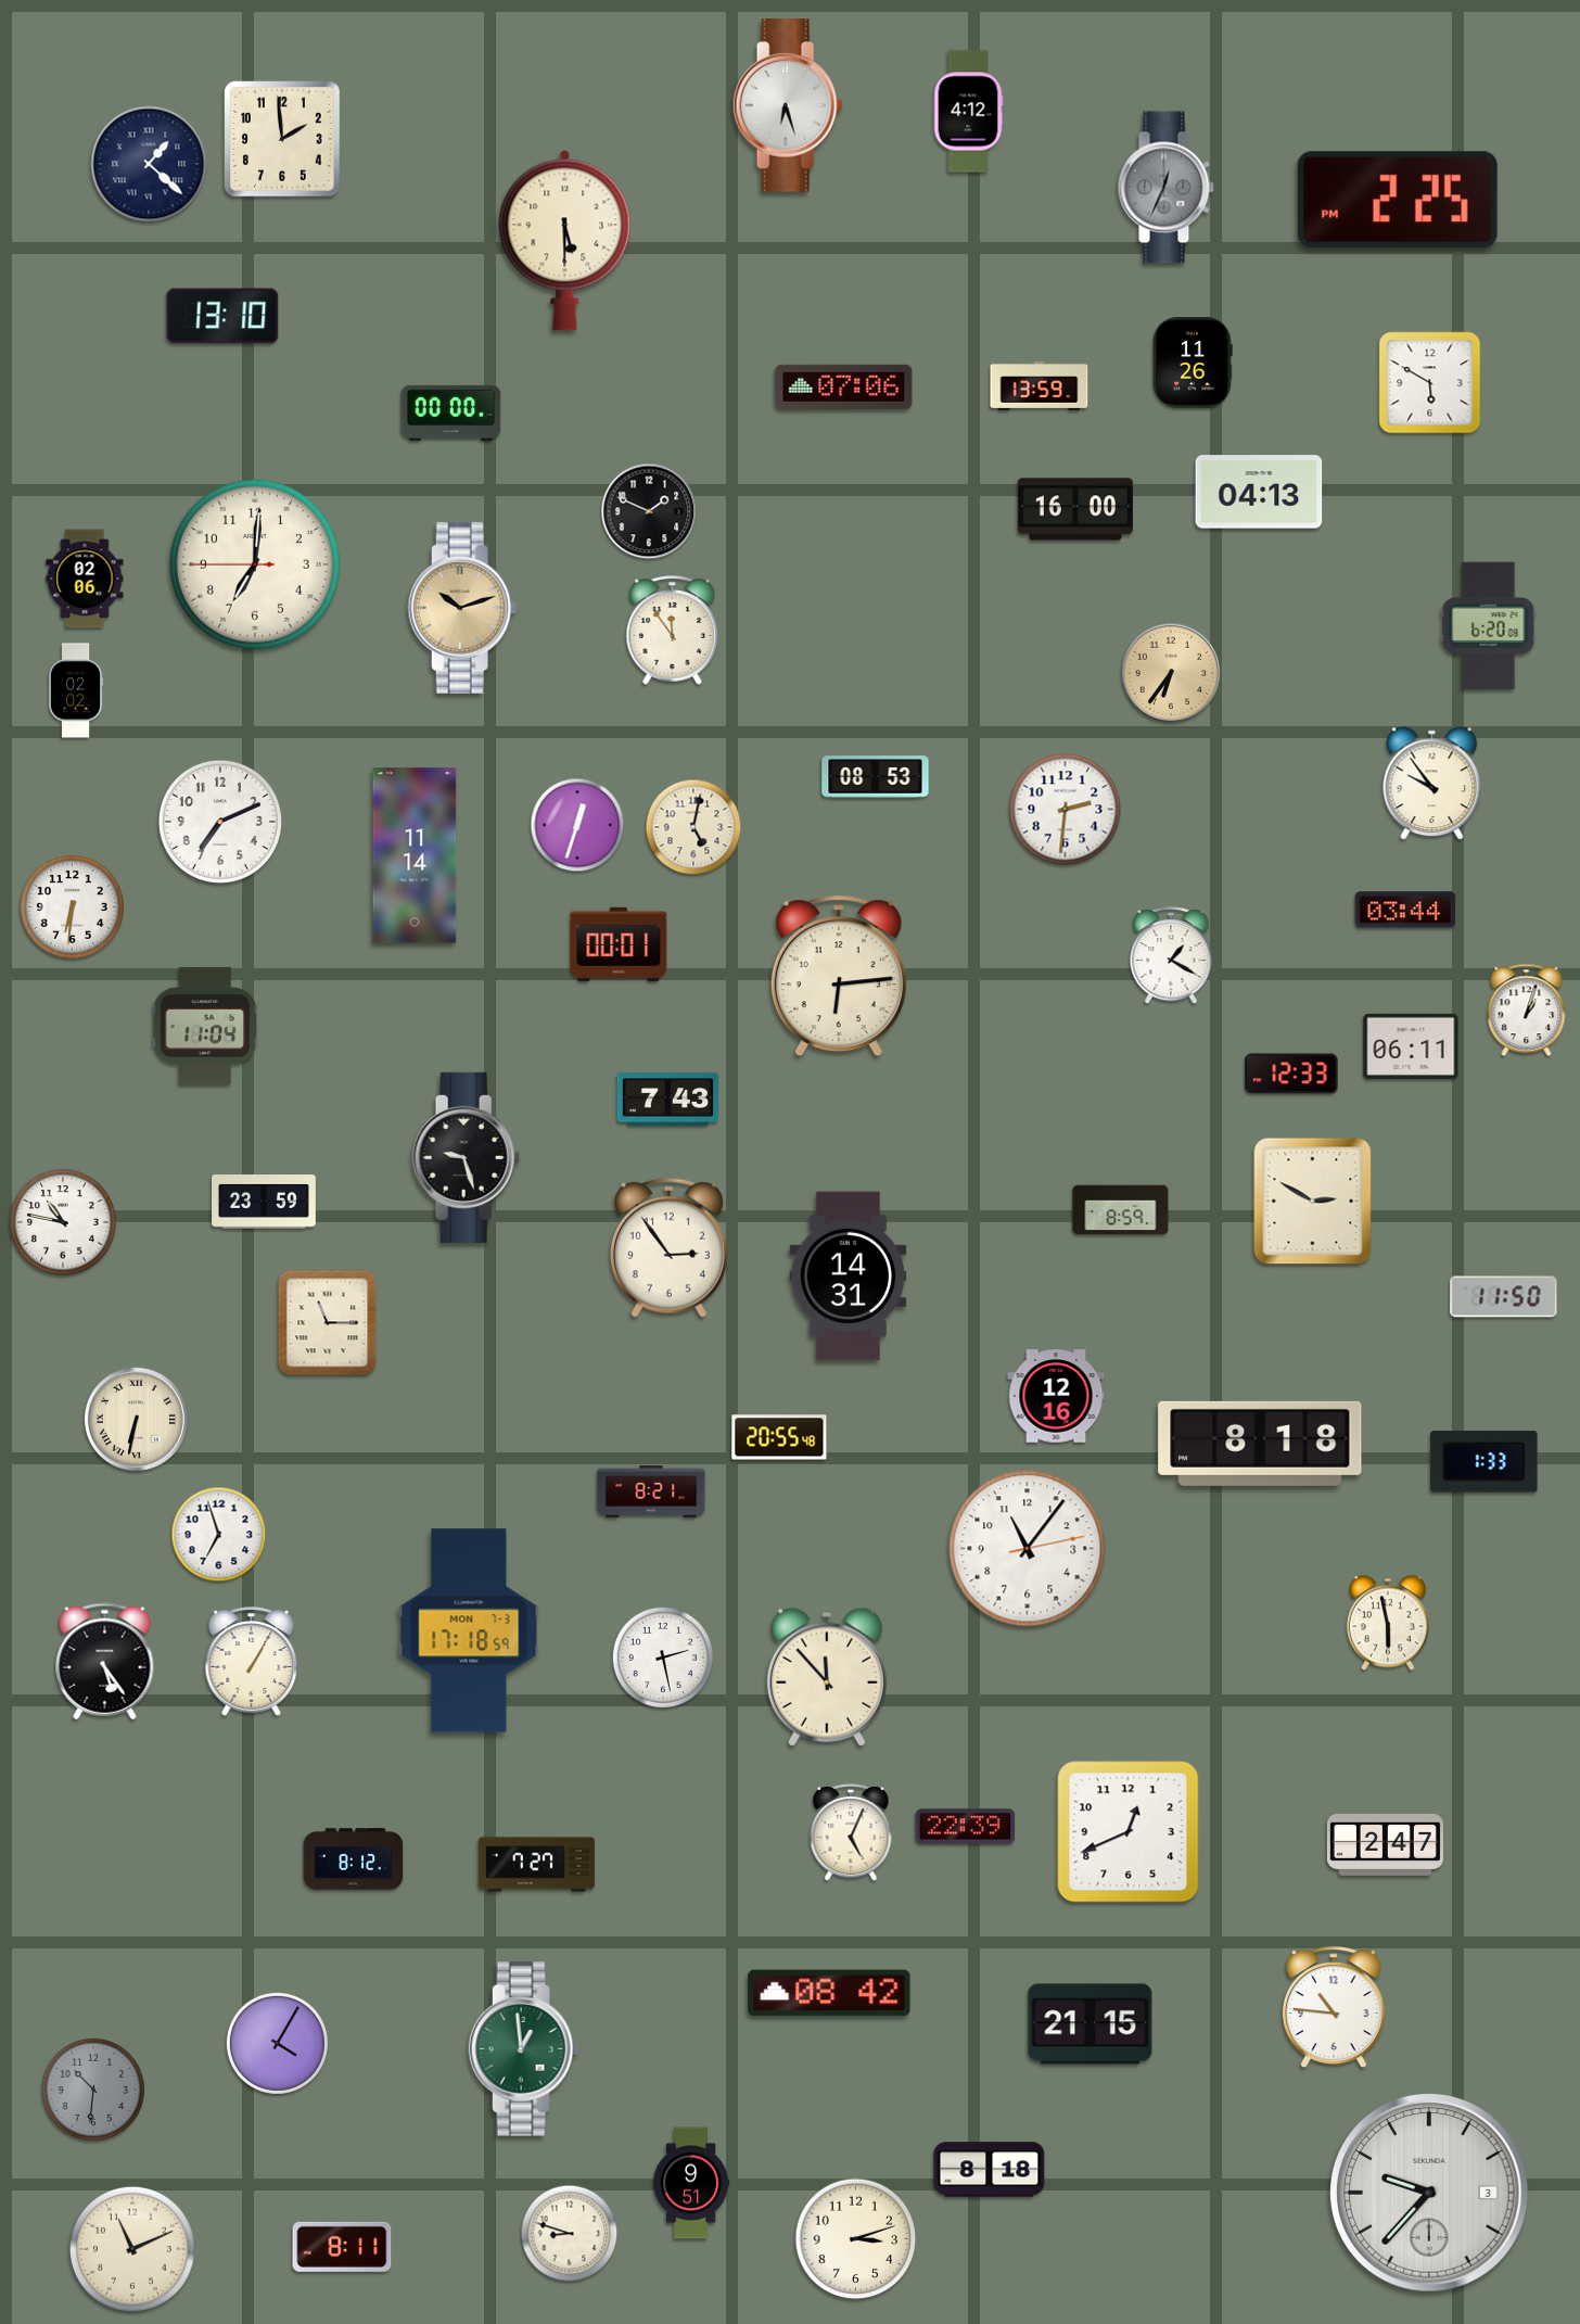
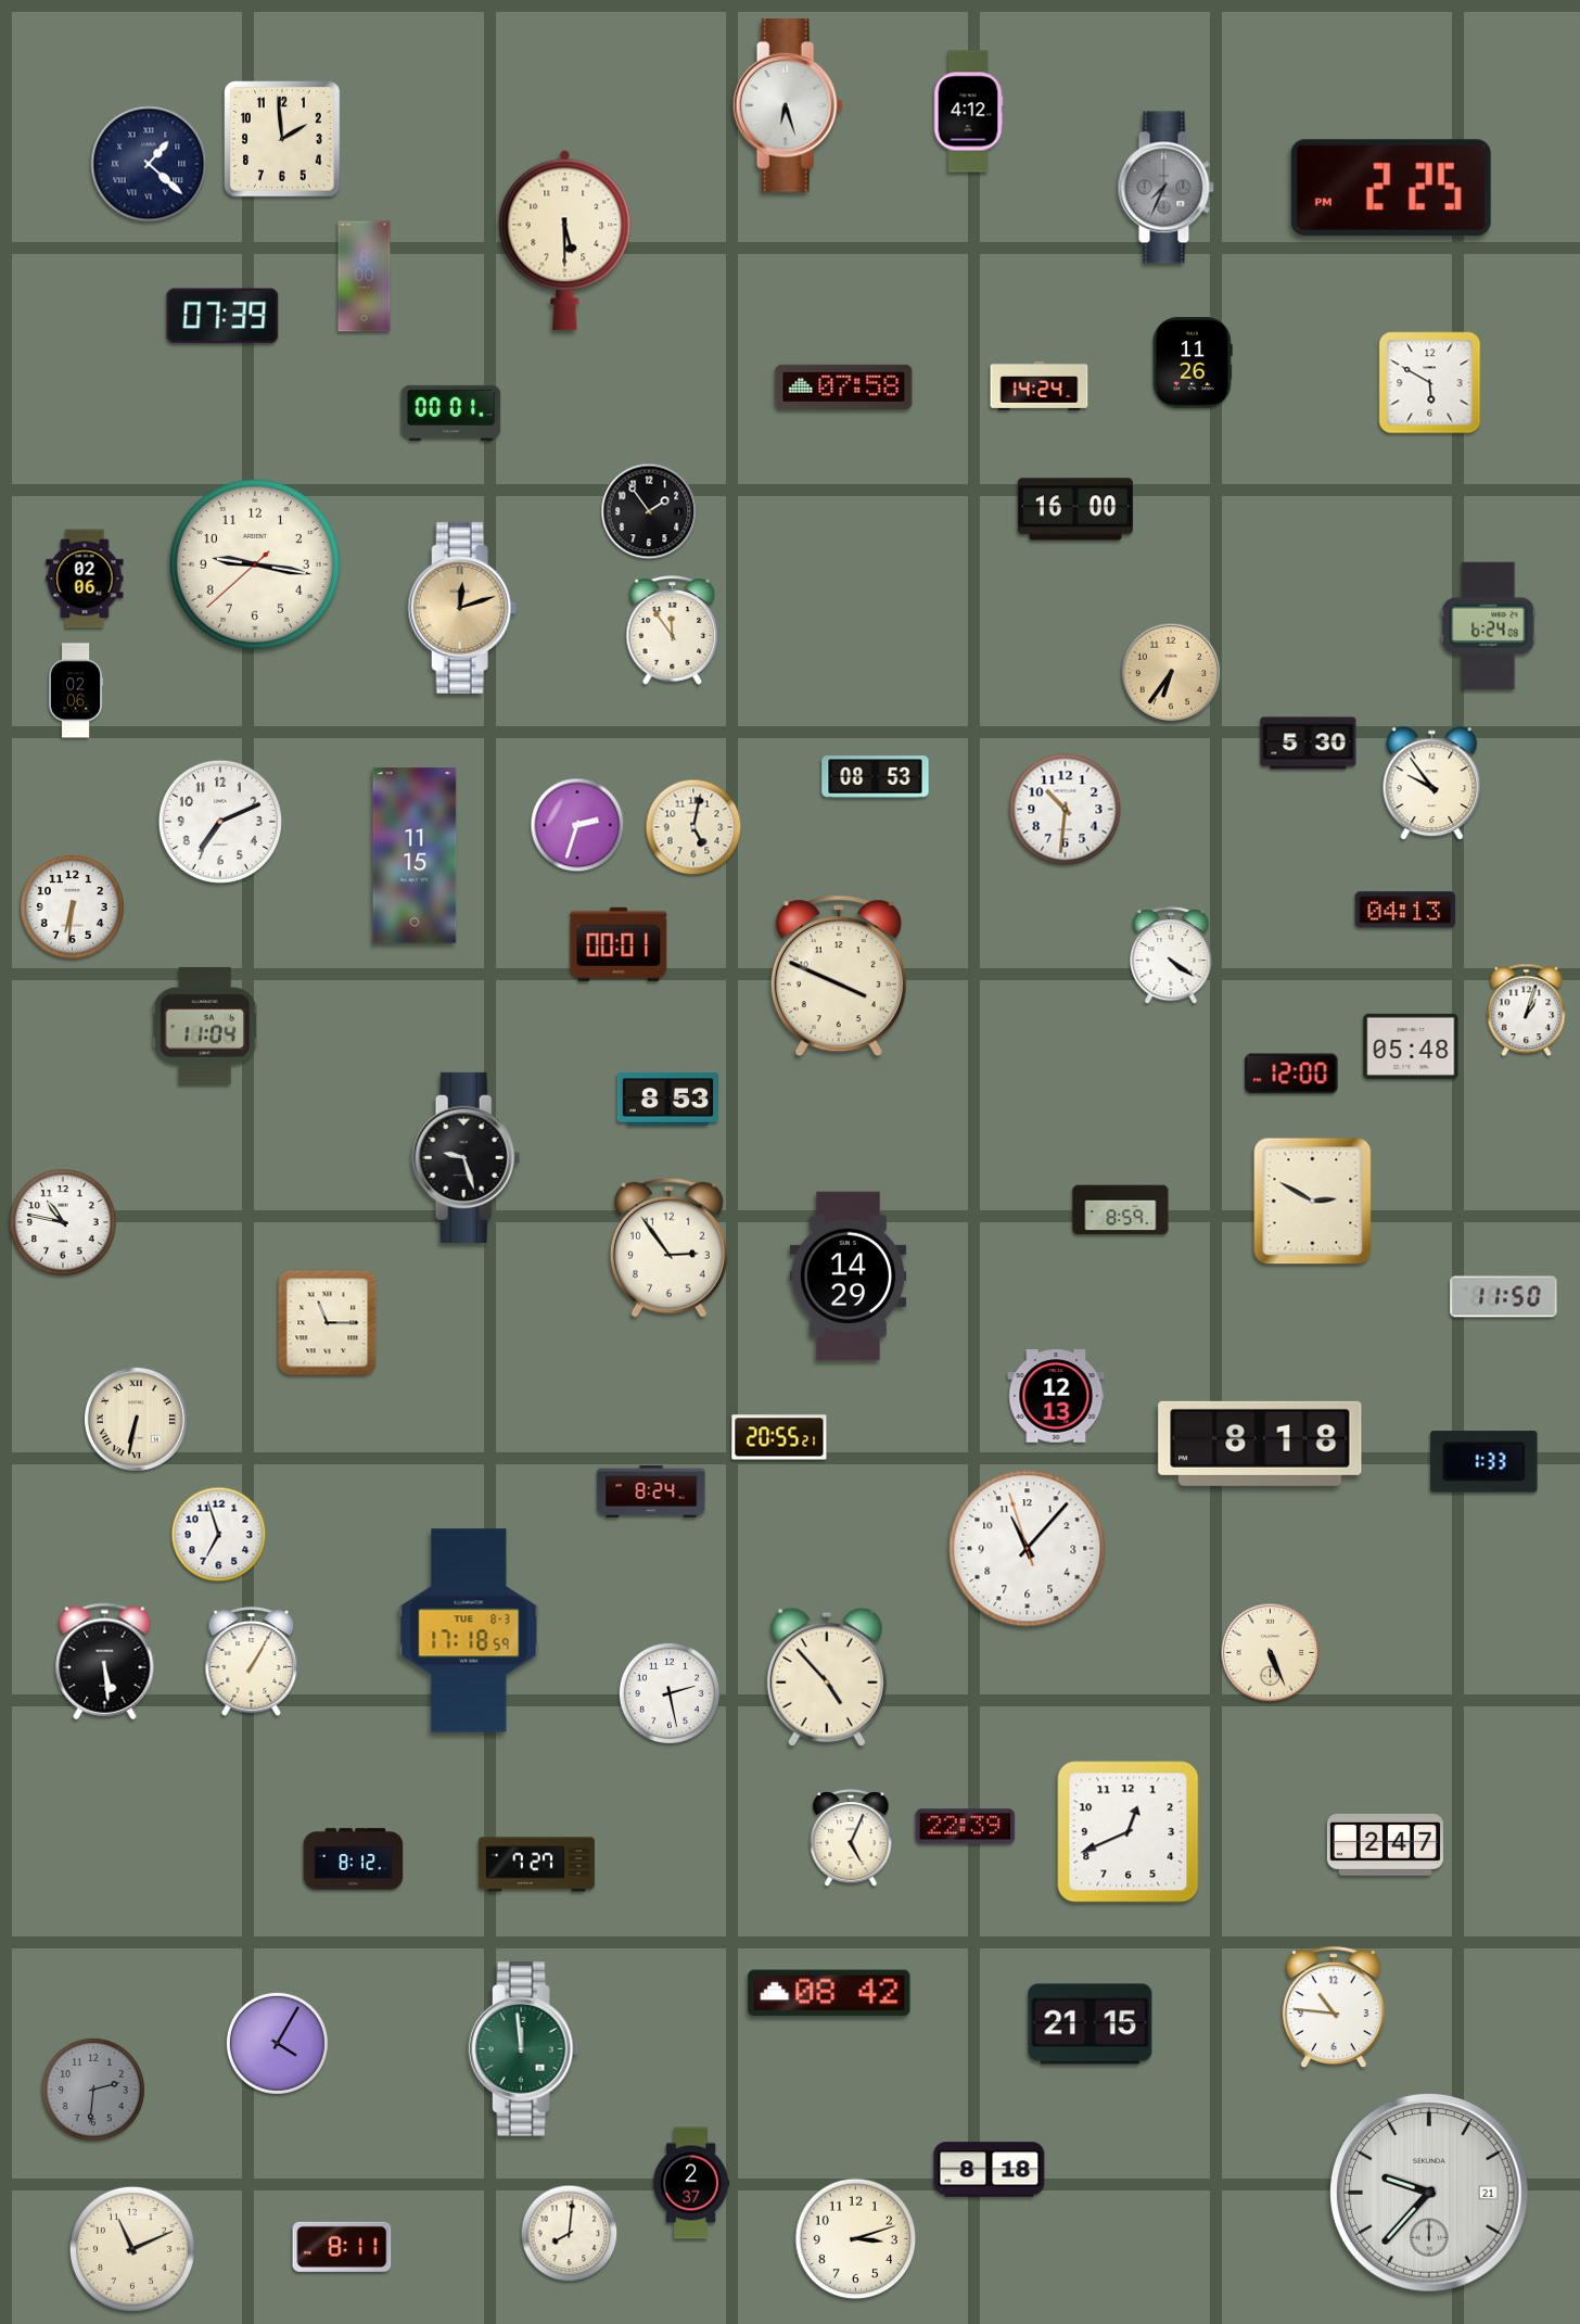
clock at (1165, 188): 12:34 -> 7:34
clock at (1398, 200) position: (1398, 200) -> (1391, 188)
clock at (365, 277): none -> 6:00
clock at (222, 316): 13:10 -> 07:39
clock at (1040, 385): 13:59 -> 14:24
clock at (844, 386): 07:06 -> 07:58
clock at (451, 412): 00:00 -> 00:01
clock at (1259, 492): 04:13 -> none
clock at (649, 511): 1:49 -> 1:54
clock at (255, 564): 7:00 -> 9:16
clock at (462, 608): 10:12 -> 12:12
clock at (1489, 626): 6:20 -> 6:24
clock at (76, 690): 02:02 -> 02:06
clock at (1309, 744): none -> 5:30
clock at (1066, 810): 2:31 -> 10:31
clock at (577, 825): 12:33 -> 2:33
clock at (415, 855): 11:14 -> 11:15
clock at (1405, 910): 03:44 -> 04:13
clock at (1171, 956): 1:20 -> 4:21
clock at (839, 976): 6:14 -> 3:49
clock at (1411, 1046): 06:11 -> 05:48
clock at (1291, 1074): 12:33 -> 12:00
clock at (668, 1100): 7:43 -> 8:53
clock at (265, 1203): 23:59 -> none
clock at (849, 1277): 14:31 -> 14:29
clock at (1056, 1396): 12:16 -> 12:13
clock at (779, 1437): 20:55:48 -> 20:55:21
clock at (651, 1491): 8:21 -> 8:24
clock at (1028, 1549): 11:06:13 -> 11:06:57
clock at (1388, 1623): 5:58 -> none
clock at (469, 1630) date: MON 7-3 -> TUE 8-3
clock at (1271, 1653): none -> 5:26
clock at (663, 1658) position: (663, 1658) -> (670, 1693)
clock at (105, 1662): 5:24 -> 5:29
clock at (827, 1677): 11:53 -> 4:53
clock at (851, 1833) position: (851, 1833) -> (851, 1839)
clock at (524, 2049): 12:59 -> 11:59
clock at (93, 2090): 10:31 -> 2:31
clock at (691, 2183): 9:51 -> 2:37
clock at (1430, 2194) date: 3 -> 21
clock at (570, 2234): 8:48 -> 8:01
